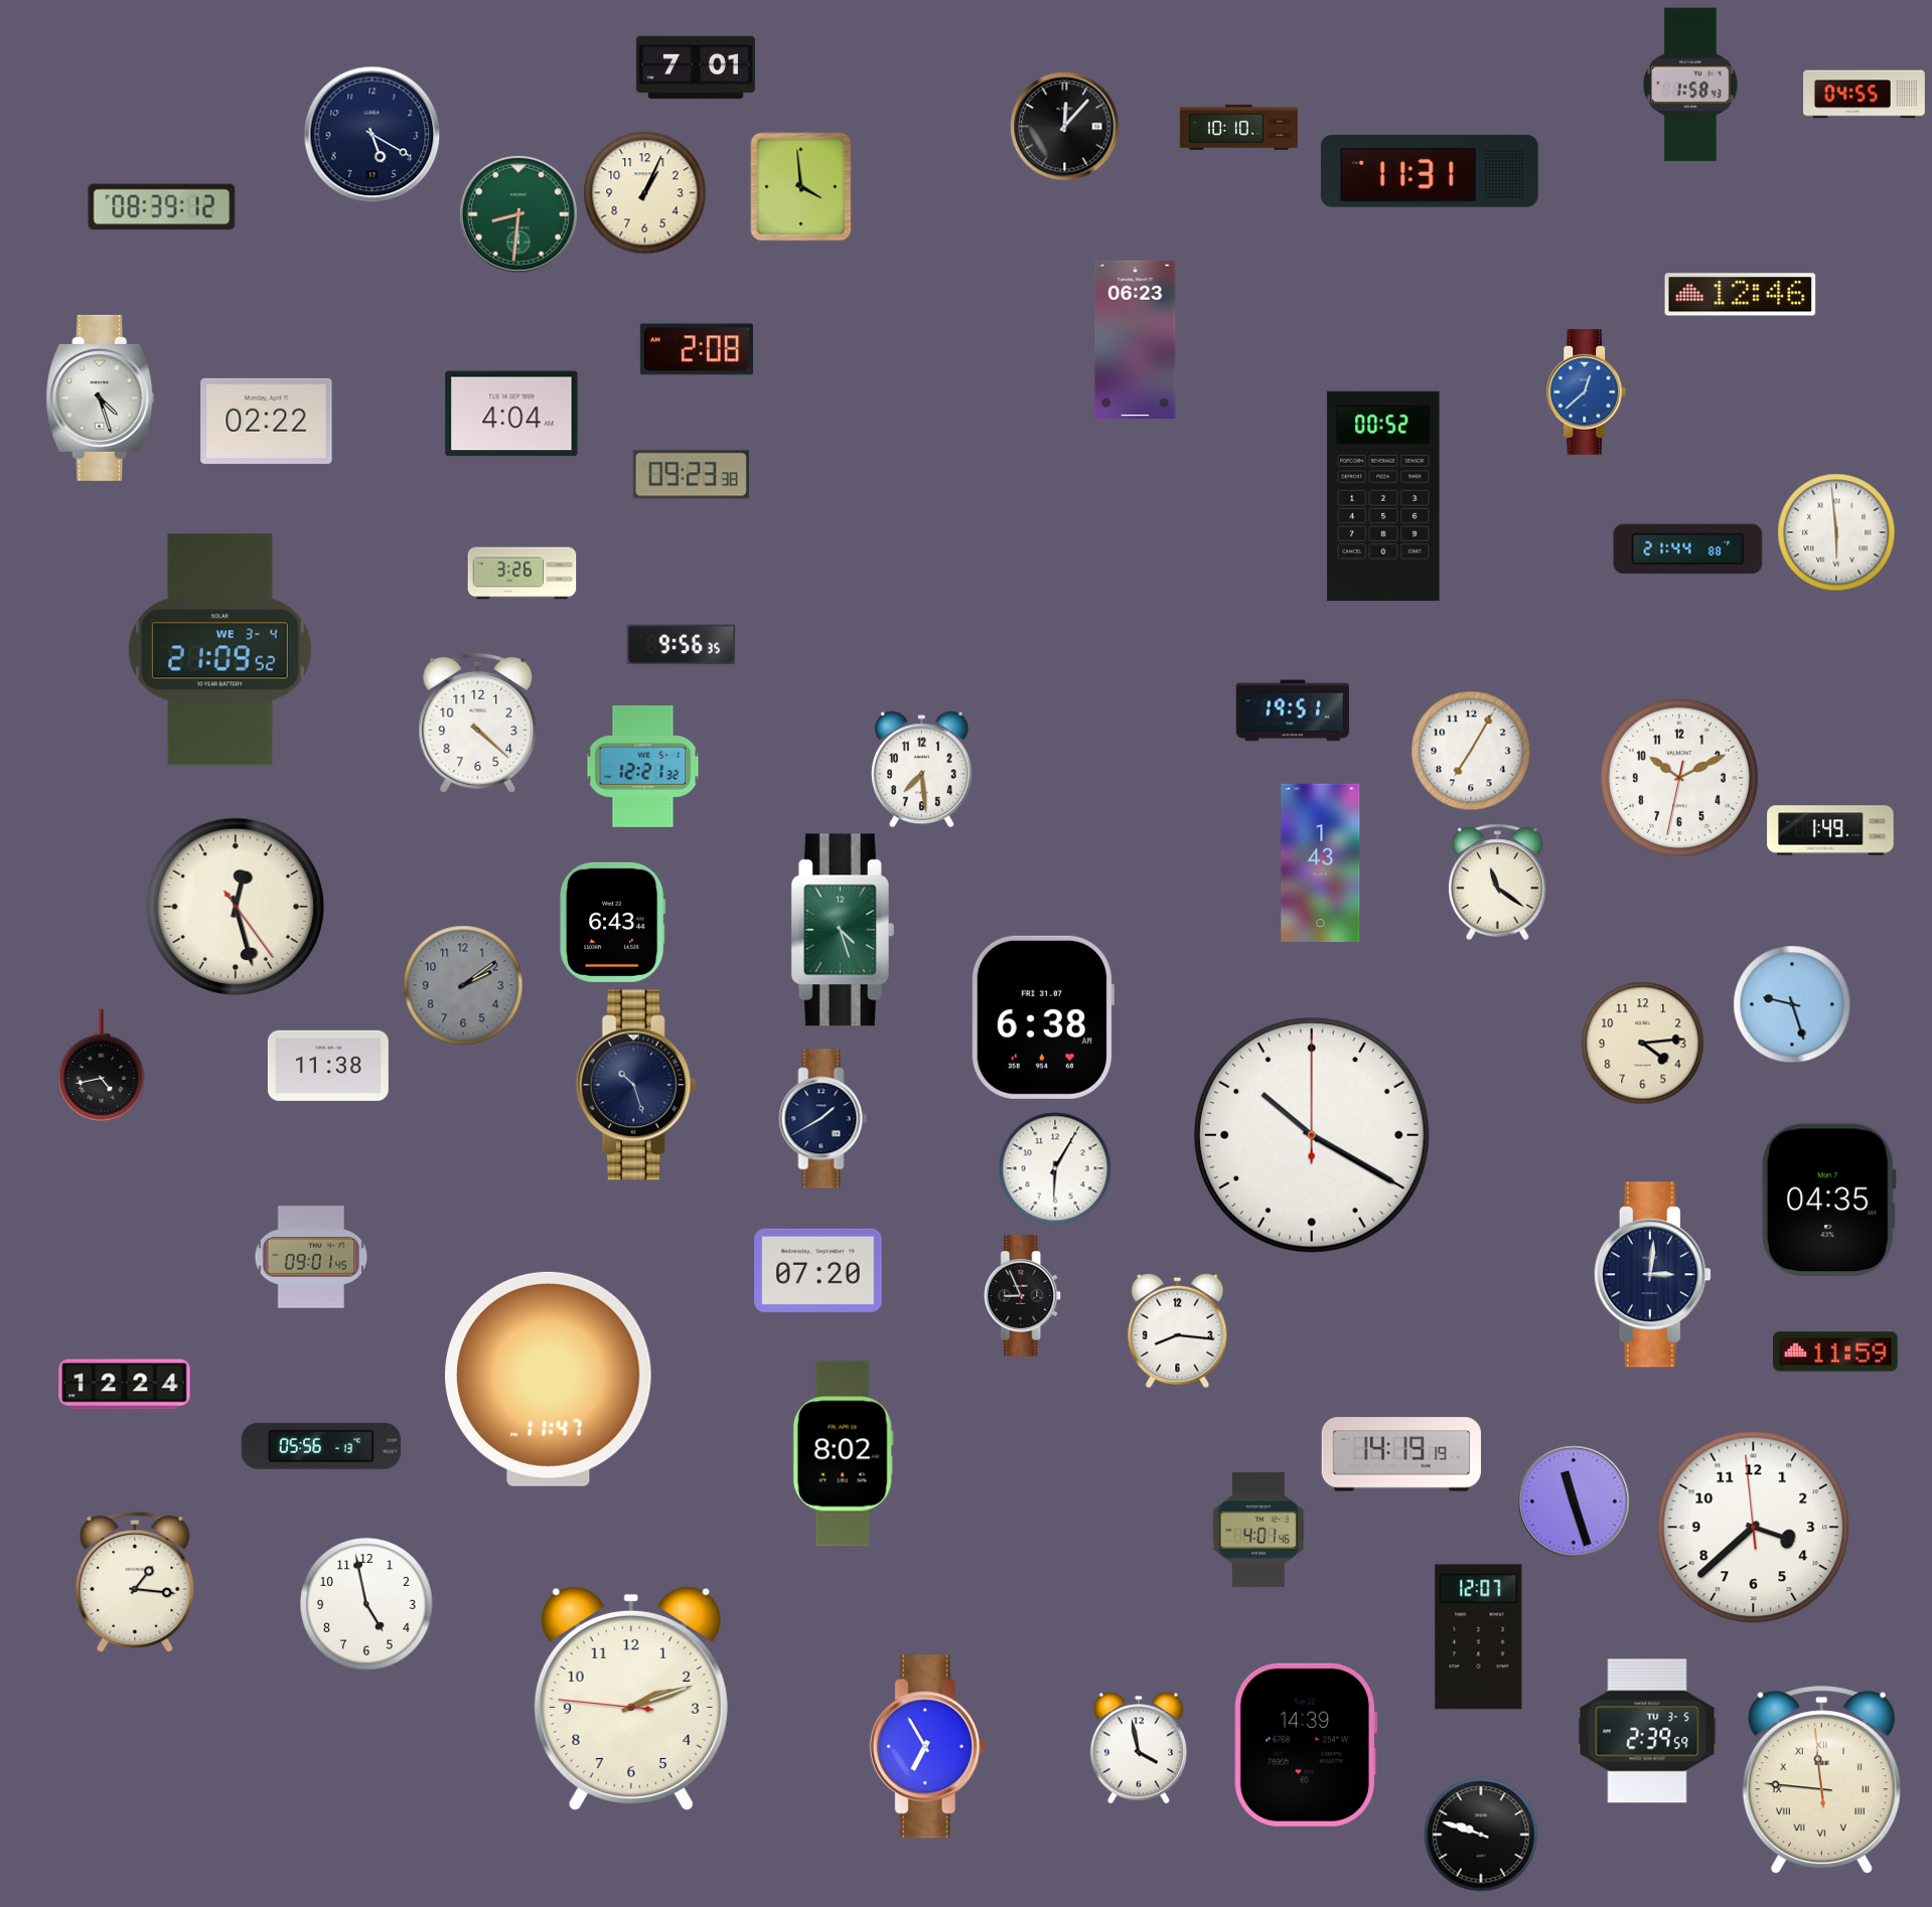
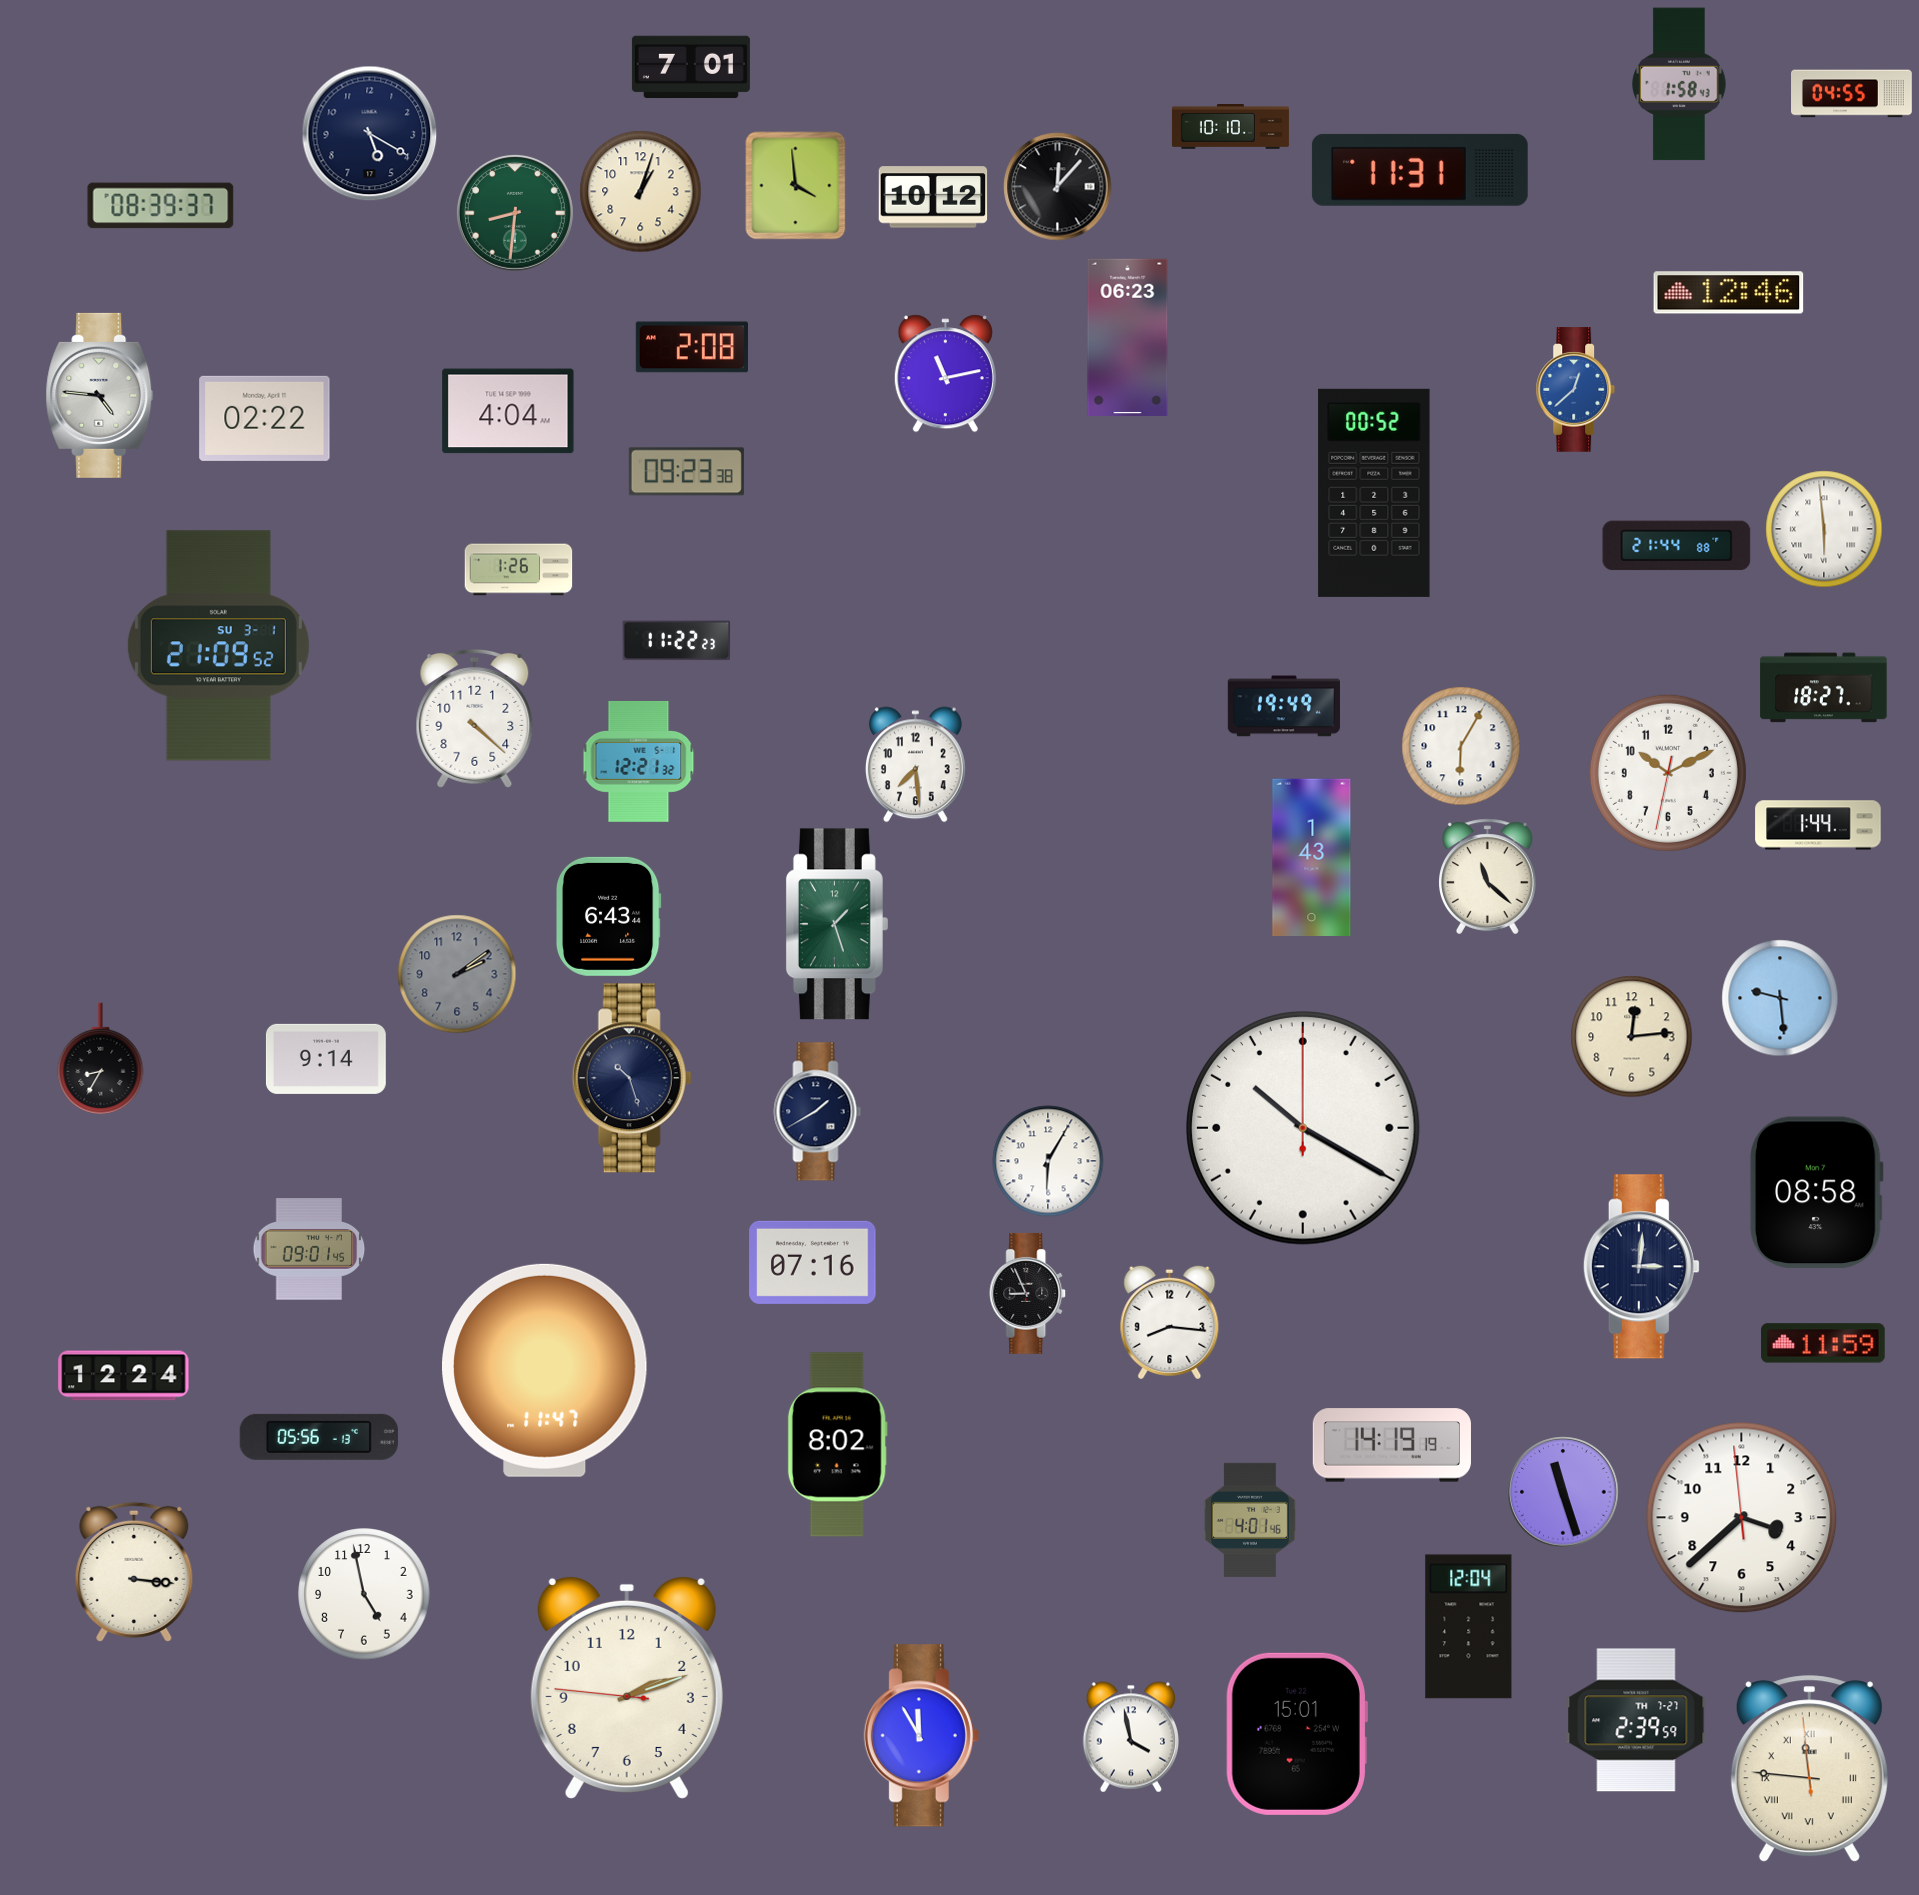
clock at (1065, 127) position: (1065, 127) -> (1058, 187)
clock at (645, 193): 1:04 -> 1:03
clock at (933, 197): none -> 10:12
clock at (162, 207): 08:39:12 -> 08:39:37
clock at (945, 374): none -> 11:13
clock at (101, 398): 4:27 -> 4:46
clock at (523, 574): 3:26 -> 1:26
clock at (682, 645): 9:56 -> 11:22
clock at (219, 650) date: WE 3-4 -> SU 3-1
clock at (1824, 688): none -> 18:27
clock at (1293, 710): 19:51 -> 19:49
clock at (1471, 751): 7:05 -> 6:05
clock at (1830, 830): 1:49 -> 1:44
clock at (1498, 883): 11:21 -> 11:22
clock at (235, 906): 12:27 -> none
clock at (843, 930): 4:27 -> 1:27
clock at (463, 985) position: (463, 985) -> (457, 974)
clock at (1792, 1004): 9:27 -> 9:29
clock at (1042, 1017): 6:38 -> none
clock at (1643, 1044): 4:14 -> 12:14
clock at (102, 1066): 4:43 -> 8:35
clock at (328, 1066): 11:38 -> 9:14
clock at (1828, 1201): 04:35 -> 08:58
clock at (819, 1270): 07:20 -> 07:16
clock at (1023, 1295) position: (1023, 1295) -> (1028, 1293)
clock at (135, 1582): 1:16 -> 3:16
clock at (1479, 1637): 12:07 -> 12:04
clock at (1647, 1731) date: TU 3-5 -> TH 7-27
clock at (1306, 1745): 14:39 -> 15:01
clock at (927, 1747): 6:55 -> 11:55
clock at (1481, 1835): 9:48 -> none
